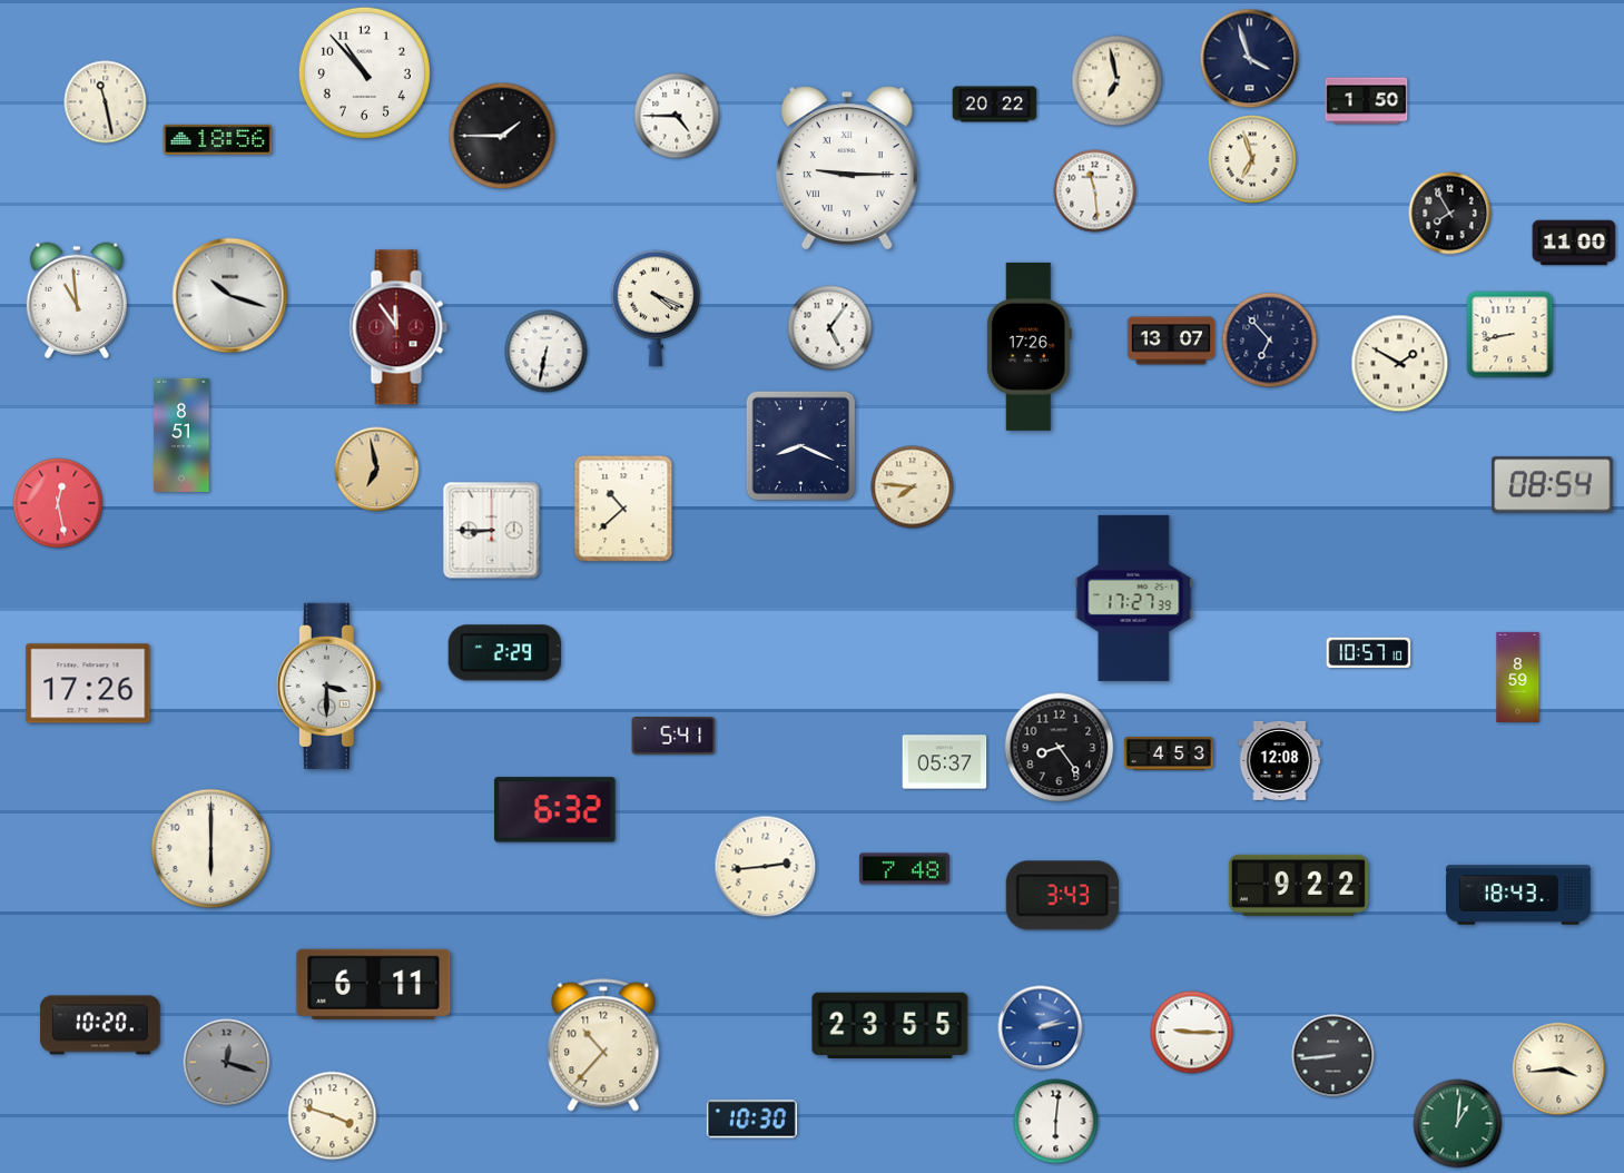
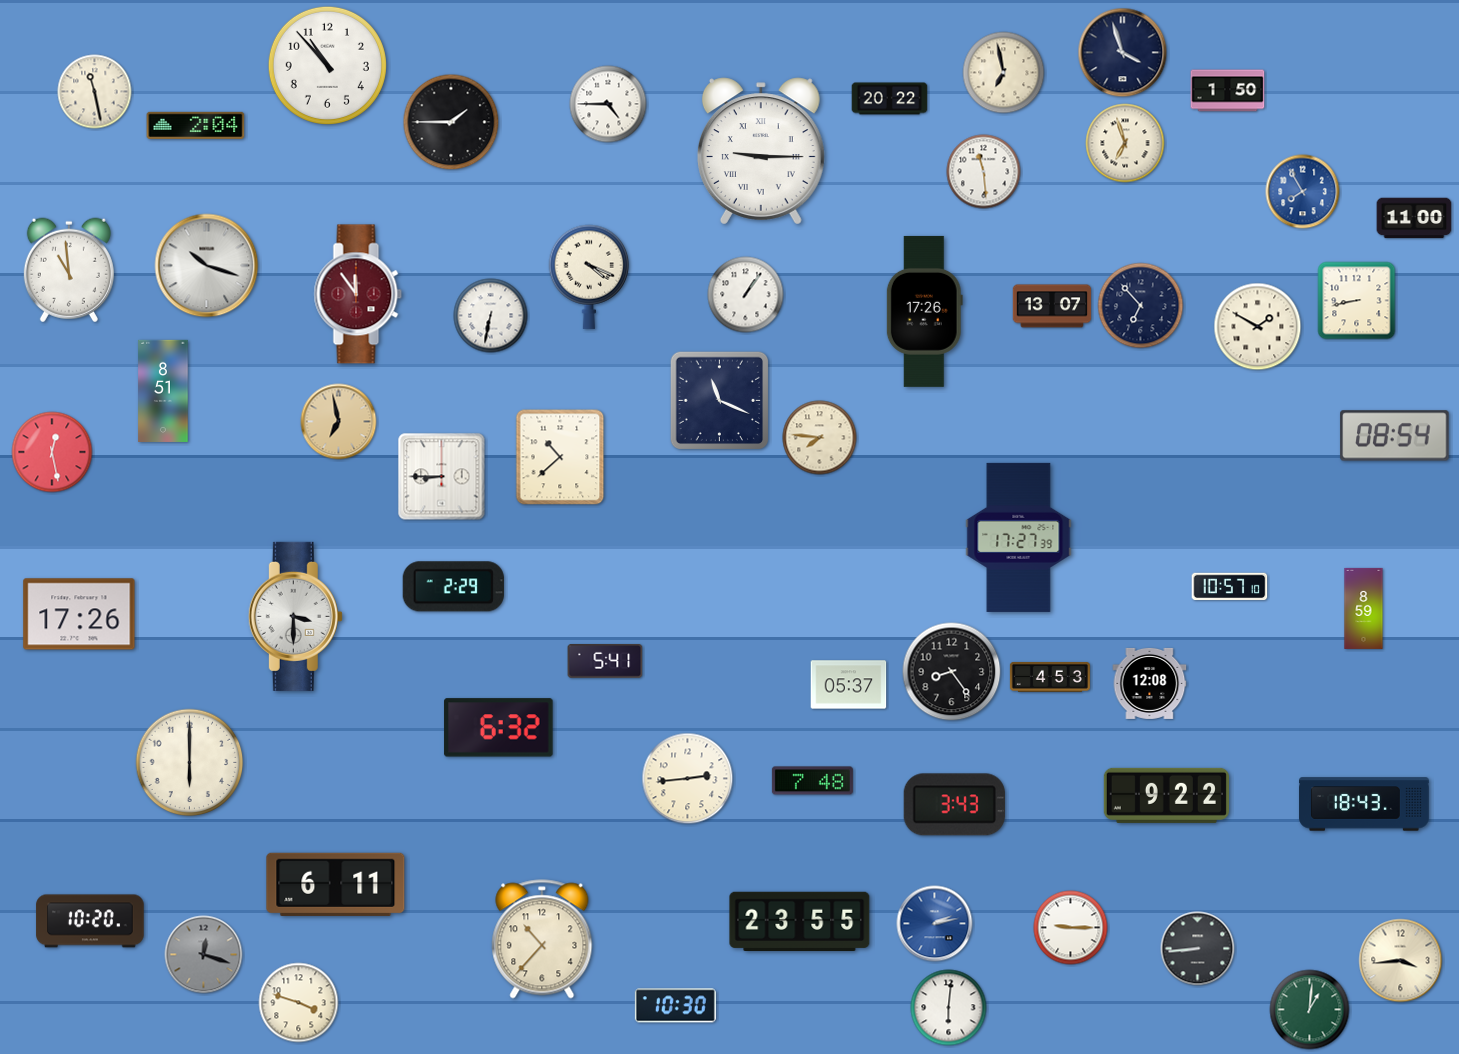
clock at (995, 105) position: (995, 105) -> (890, 99)
clock at (218, 139): 18:56 -> 2:04
clock at (1450, 214) dial: black -> blue
clock at (830, 328): 5:06 -> 1:06
clock at (801, 446): 8:19 -> 11:19
